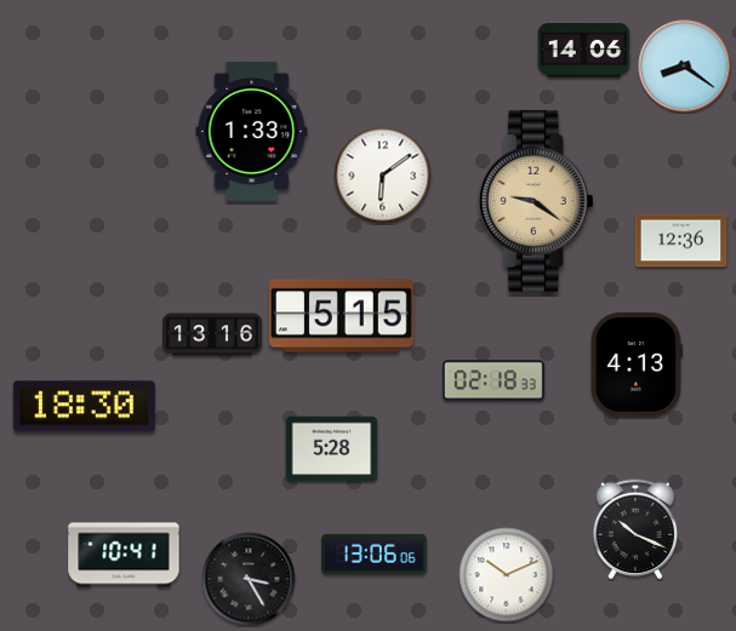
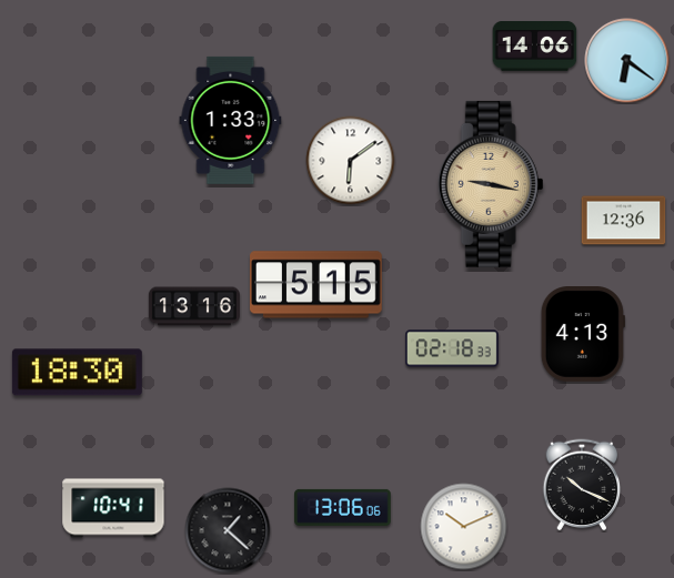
clock at (685, 67): 8:21 -> 6:21
clock at (536, 201): 9:21 -> 9:17
clock at (342, 316) position: (342, 316) -> (316, 285)
clock at (332, 449): 5:28 -> none
clock at (249, 579): 3:25 -> 1:22
